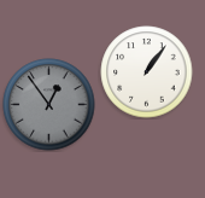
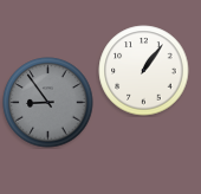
clock at (49, 105): 12:54 -> 8:54
